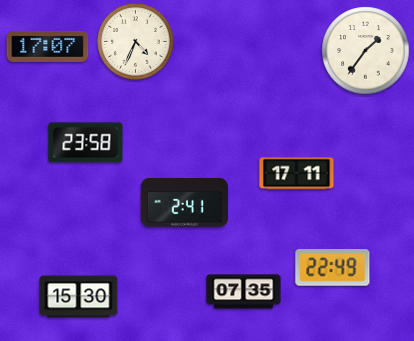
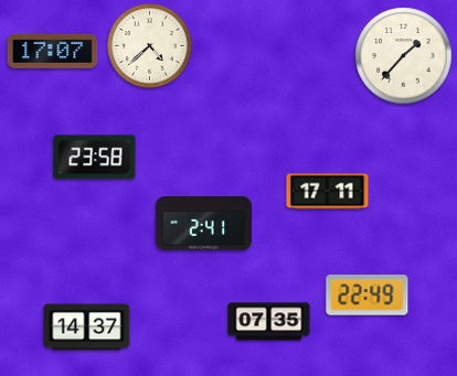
clock at (136, 42): 4:34 -> 4:38
clock at (366, 51): 1:36 -> 1:37
clock at (79, 297): 15:30 -> 14:37
